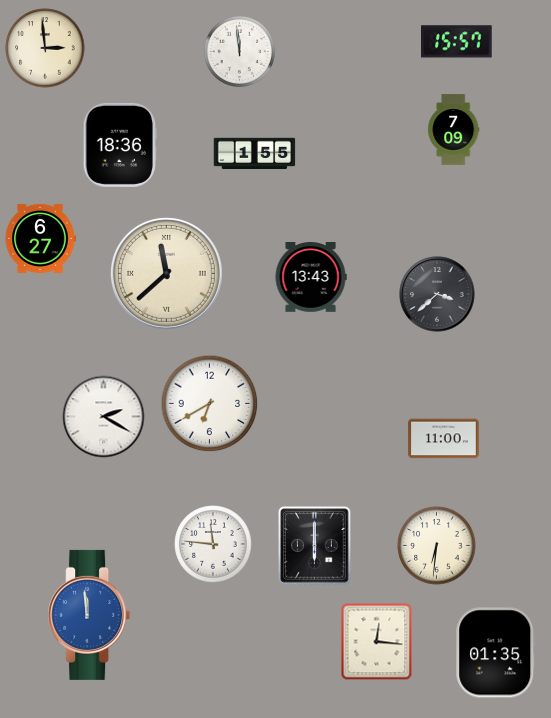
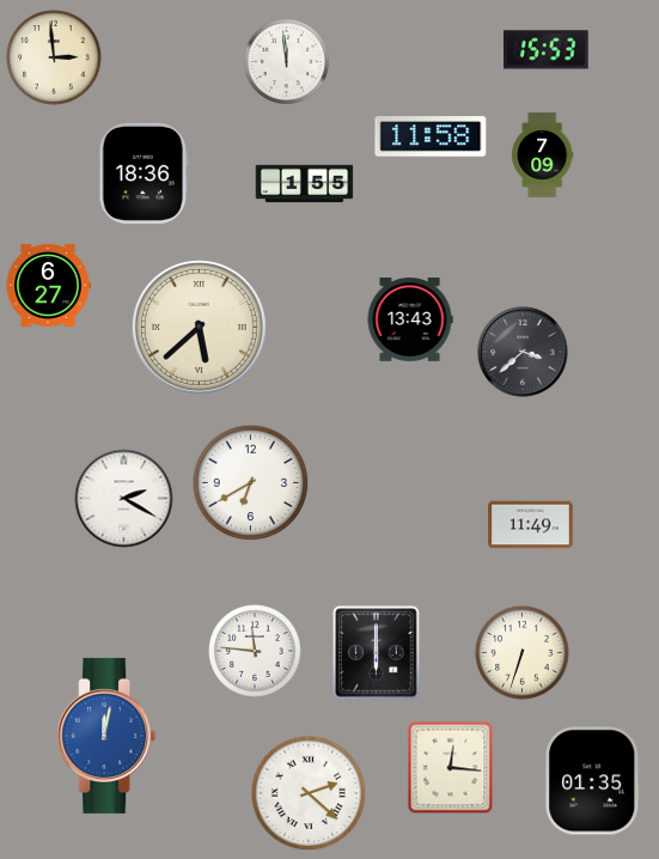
clock at (457, 42): 15:57 -> 15:53
clock at (431, 136): none -> 11:58
clock at (166, 273): 11:38 -> 5:38
clock at (311, 277) position: (311, 277) -> (410, 319)
clock at (444, 439): 11:00 -> 11:49
clock at (437, 546): 6:31 -> 6:33
clock at (89, 615): 11:59 -> 12:02
clock at (309, 793): none -> 2:22
